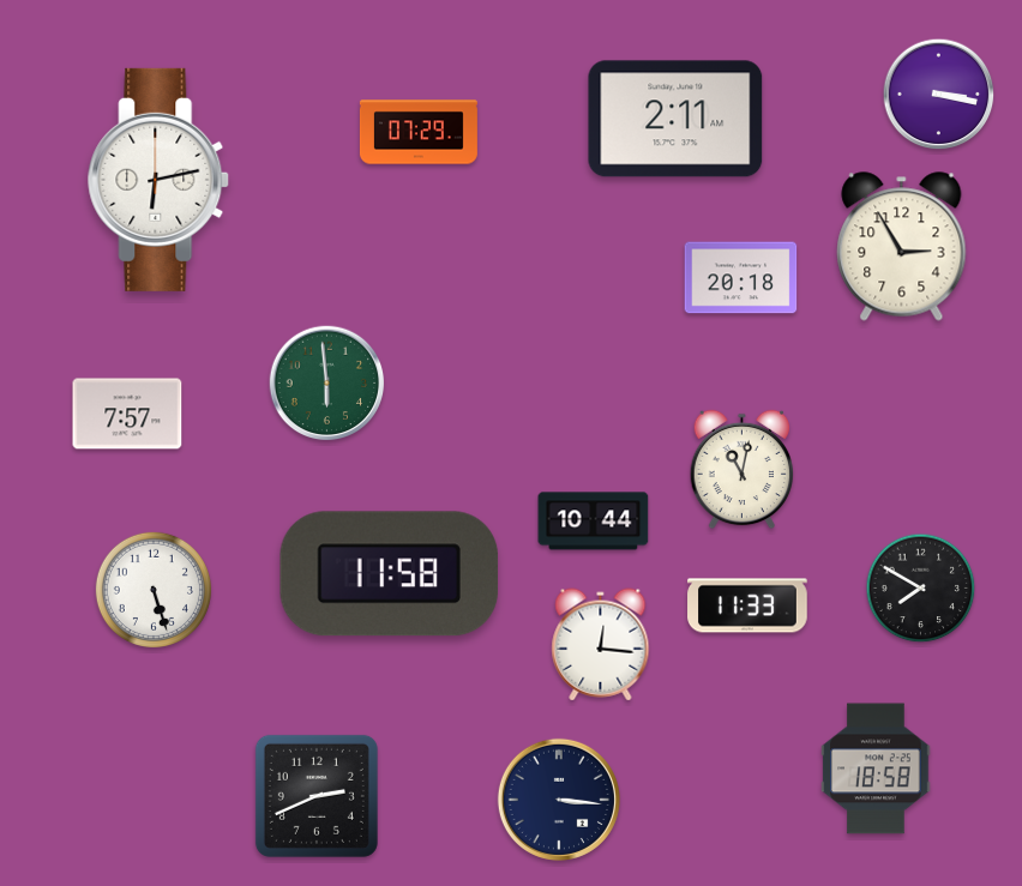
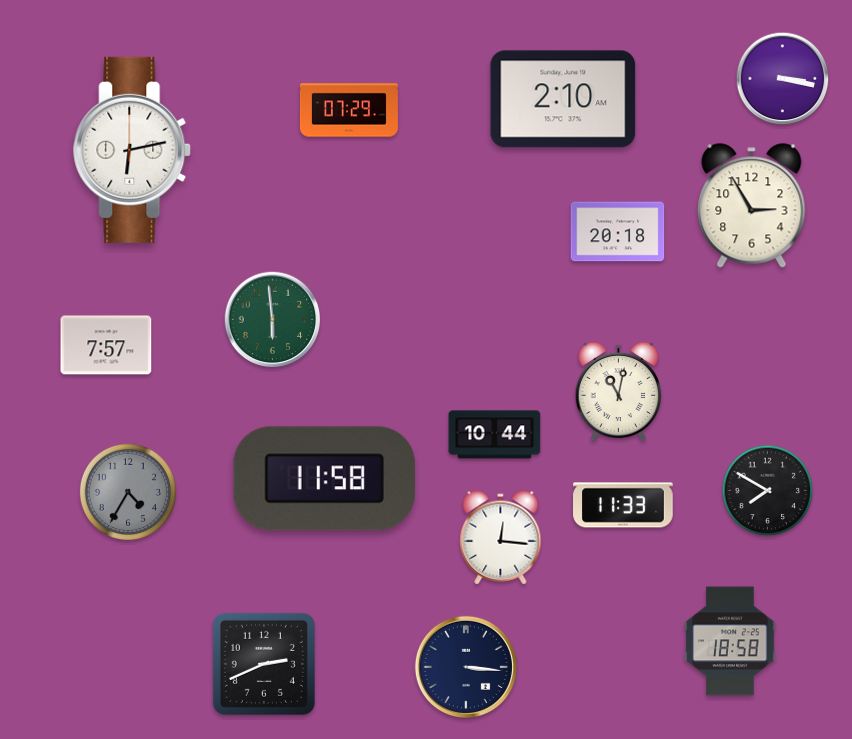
clock at (675, 119): 2:11 -> 2:10
clock at (154, 590): 5:27 -> 4:35
clock at (154, 590) dial: white -> grey
